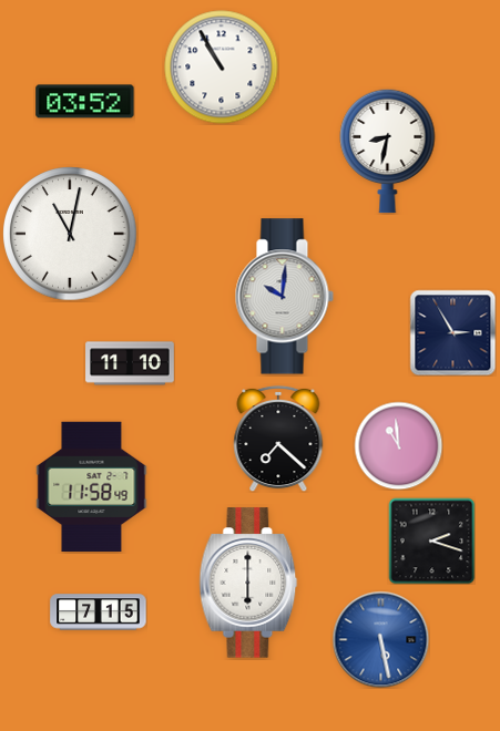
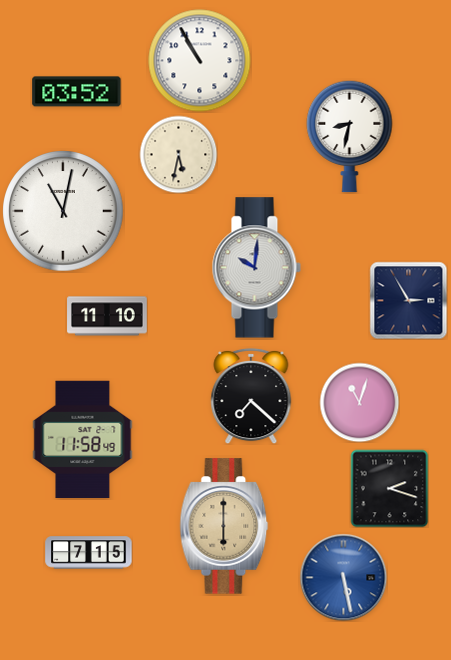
clock at (178, 154): none -> 5:32
clock at (130, 363) position: (130, 363) -> (107, 316)
clock at (398, 445): 10:59 -> 11:03
clock at (248, 583) dial: white -> champagne
